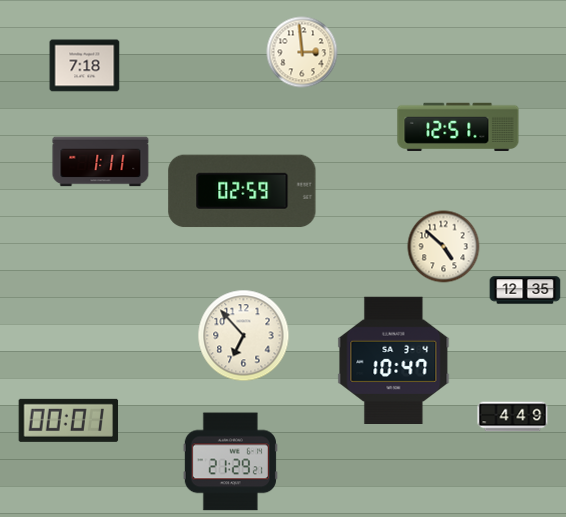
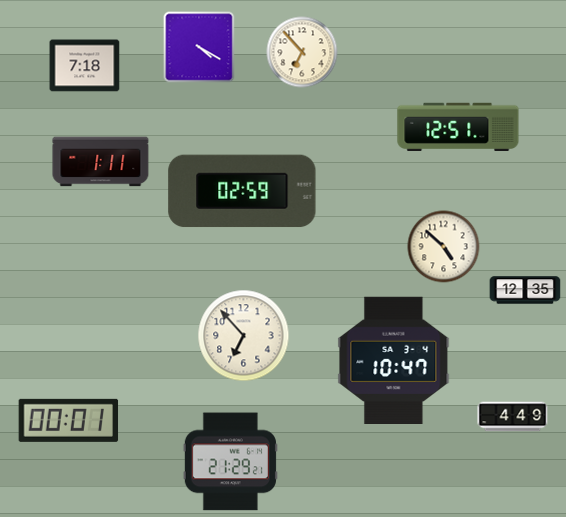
clock at (199, 47): none -> 4:20
clock at (302, 52): 2:59 -> 6:53
